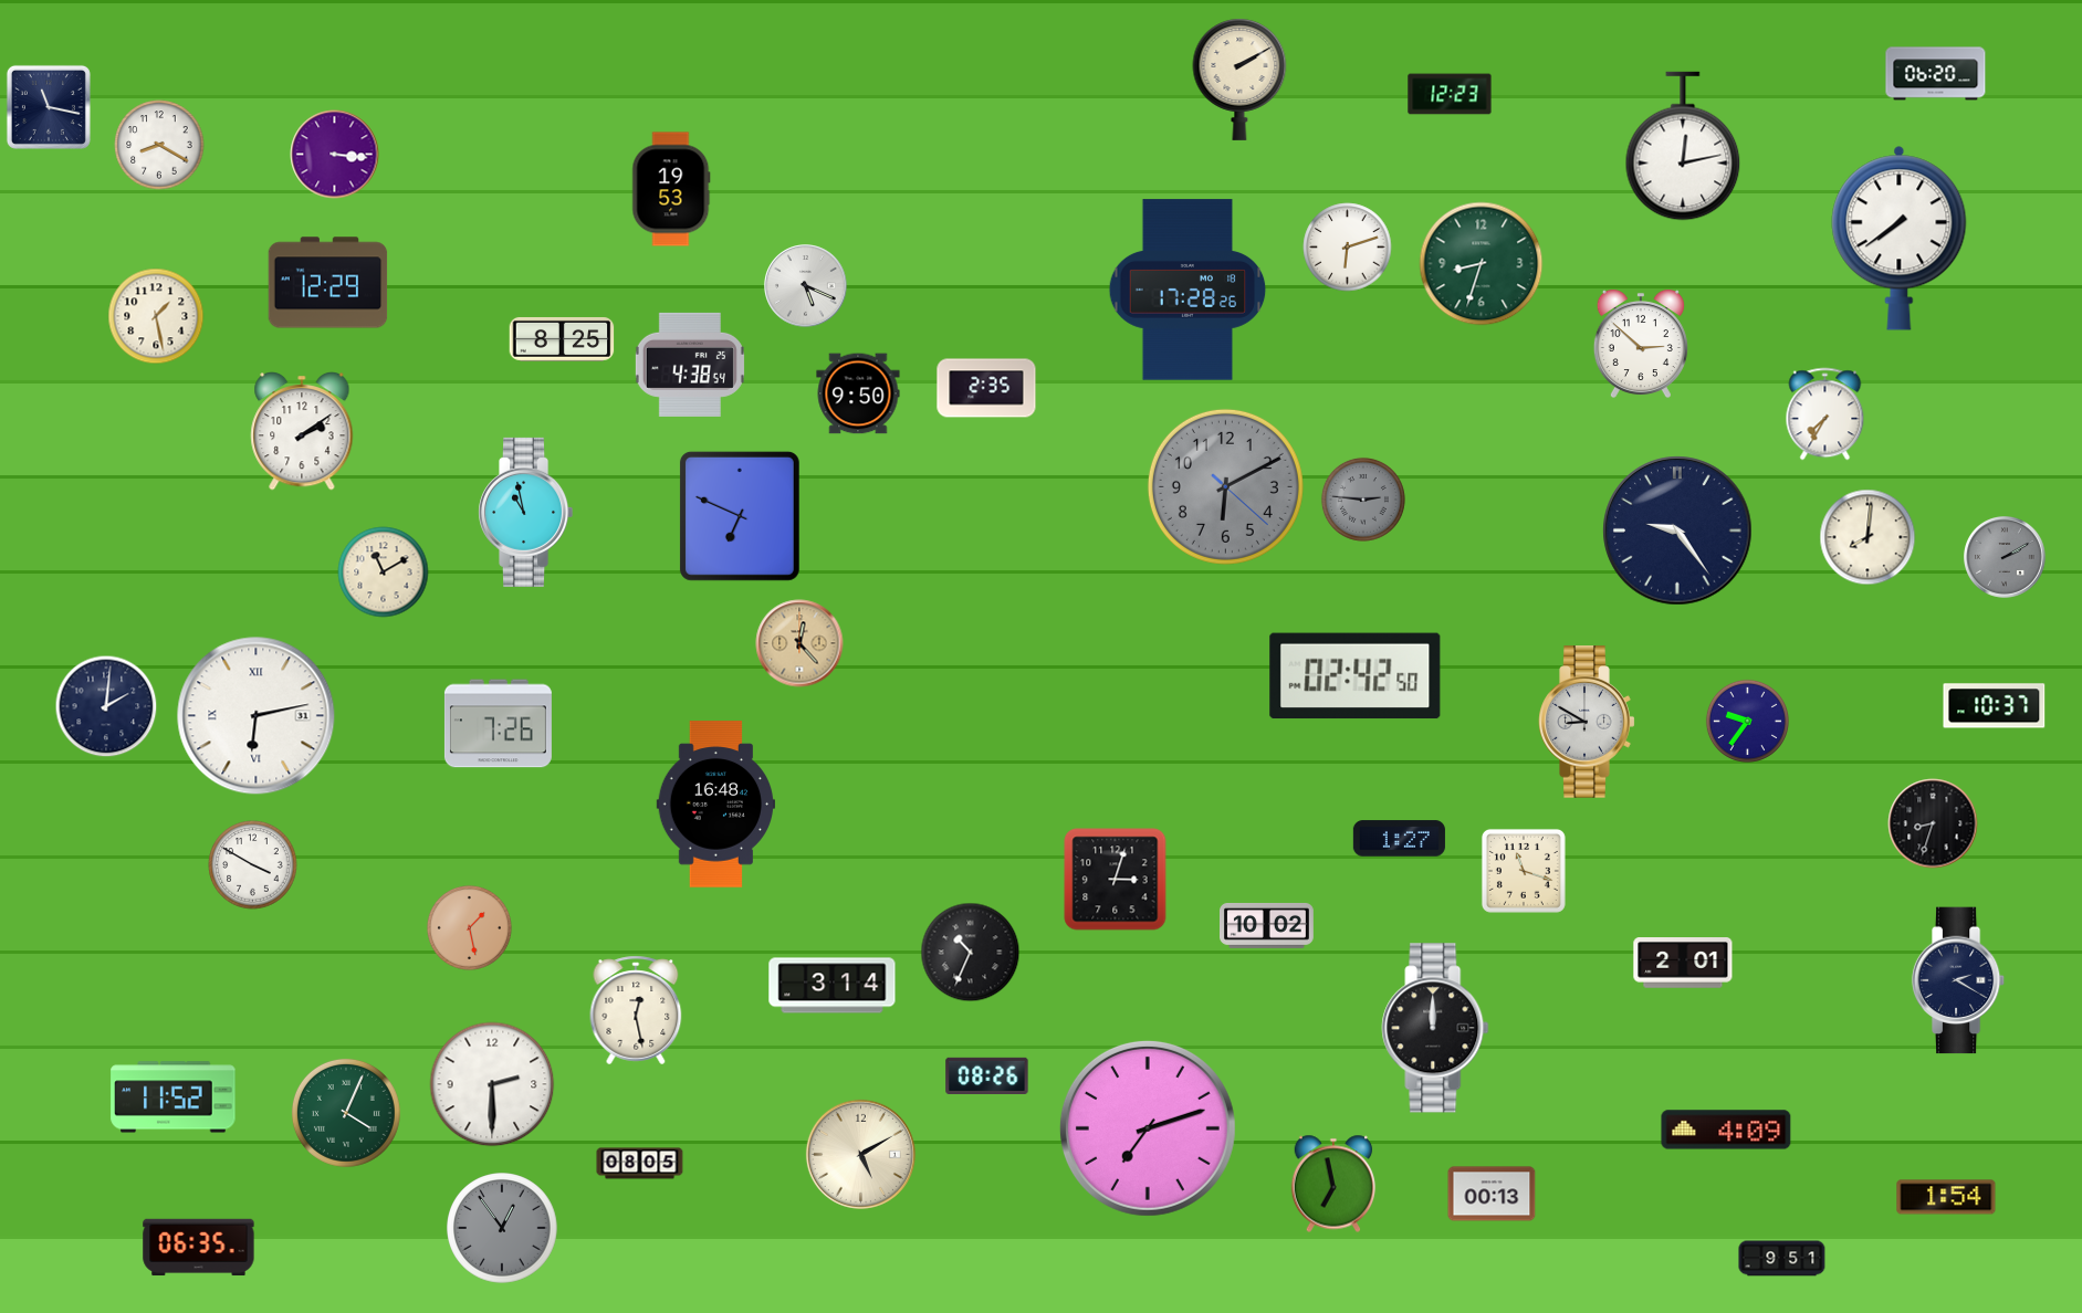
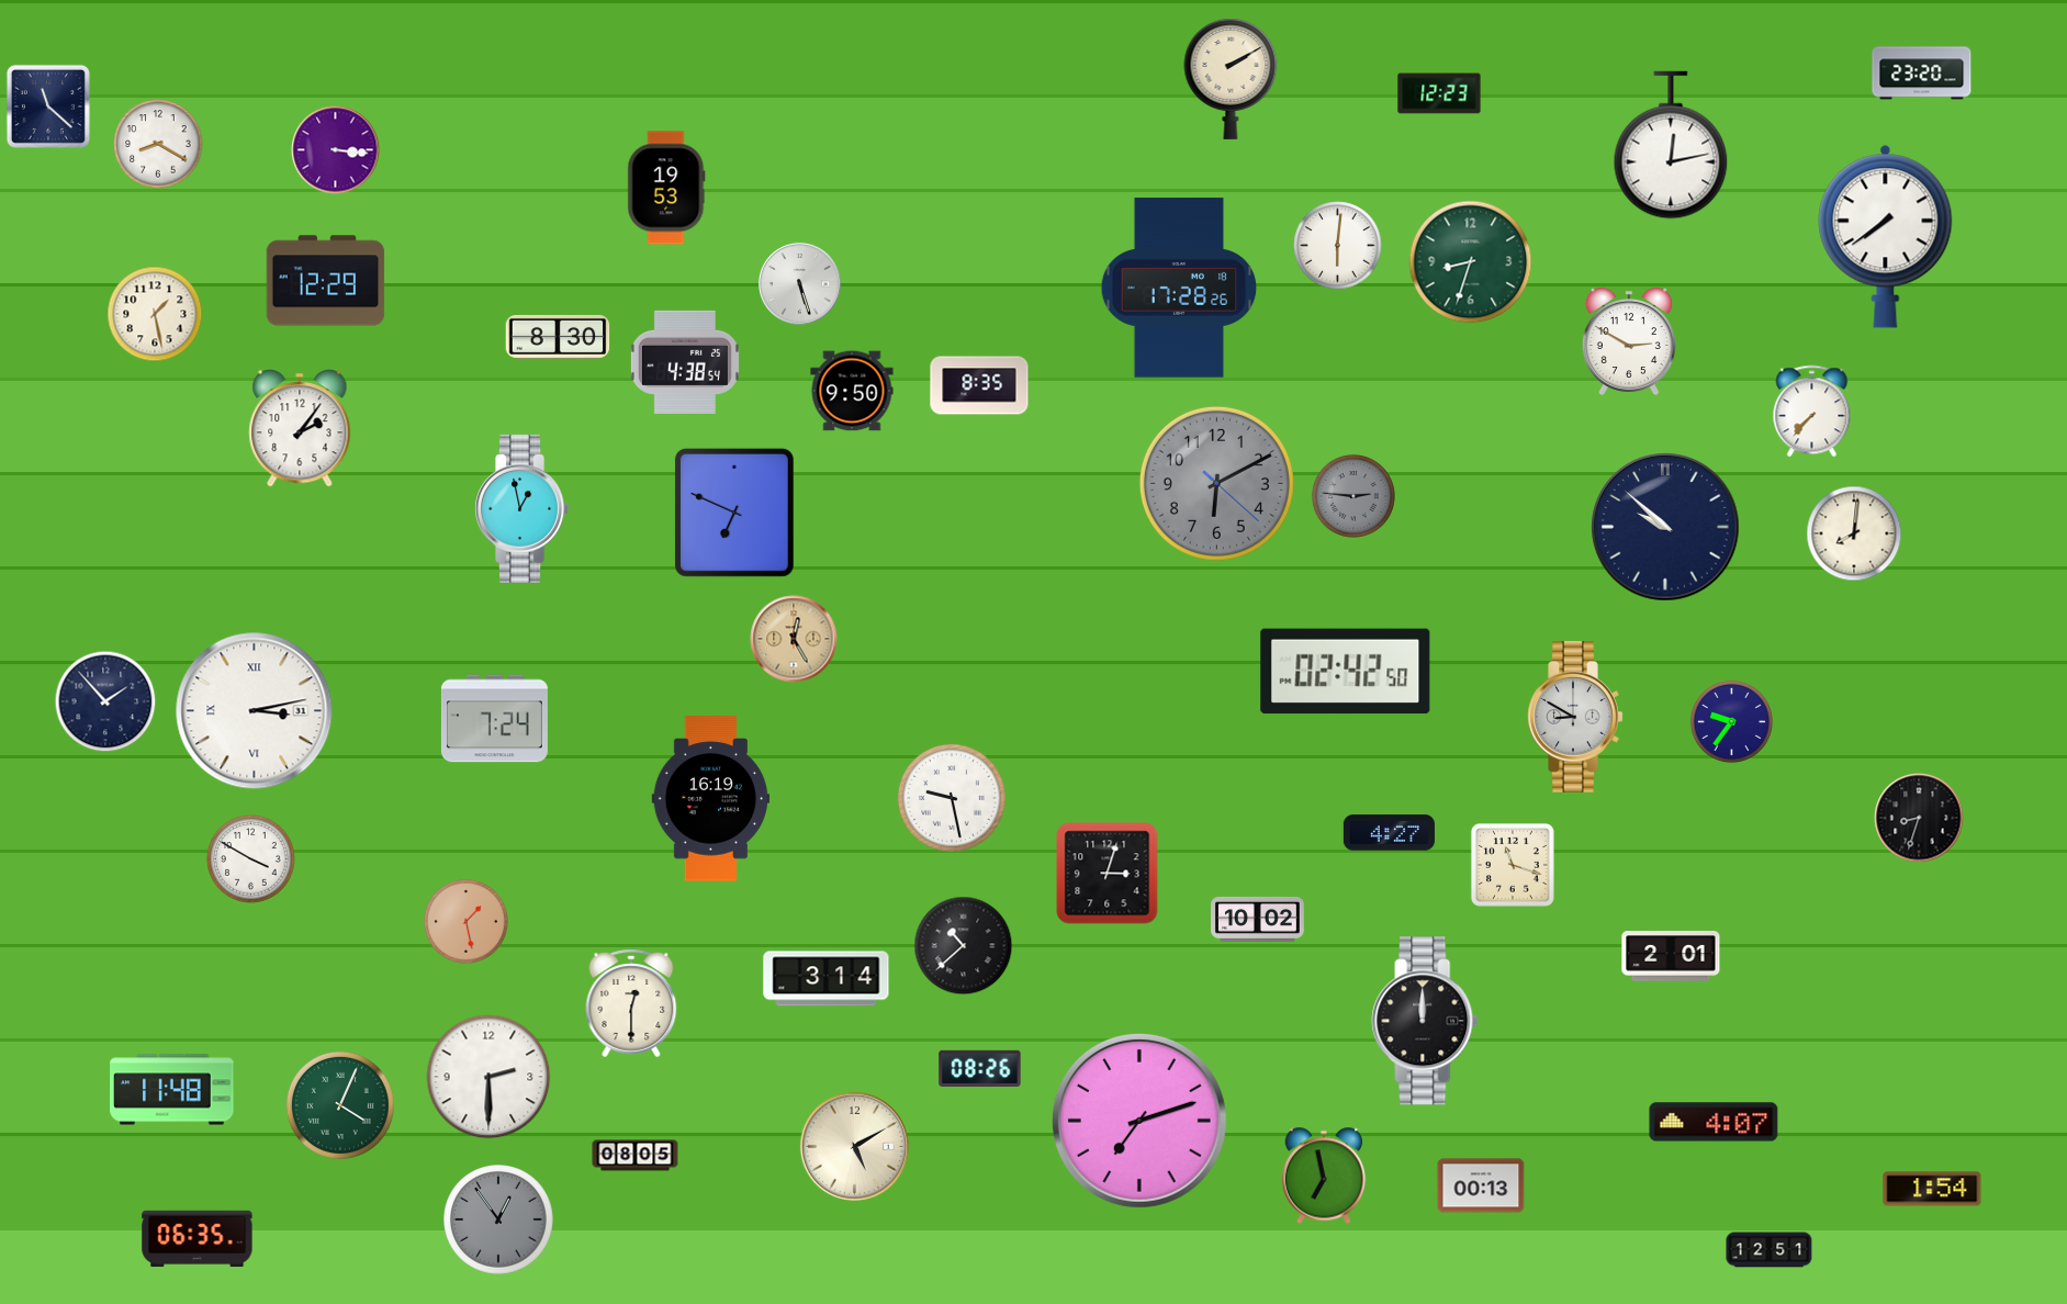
clock at (1936, 74): 06:20 -> 23:20
clock at (49, 107): 11:17 -> 11:22
clock at (335, 155) position: (335, 155) -> (336, 150)
clock at (1348, 248): 6:12 -> 6:01
clock at (806, 286): 5:19 -> 5:27
clock at (562, 339): 8:25 -> 8:30
clock at (1641, 344): 2:52 -> 2:50
clock at (986, 388): 2:35 -> 8:35
clock at (1825, 414): 7:35 -> 7:37
clock at (302, 432): 2:09 -> 2:06
clock at (526, 512): 10:58 -> 12:58
clock at (1677, 531): 9:24 -> 9:52
clock at (2006, 558): 2:10 -> none
clock at (384, 573): 11:10 -> none
clock at (799, 643): 12:23 -> 12:25
clock at (106, 706): 2:01 -> 1:53
clock at (1995, 706): 10:37 -> none
clock at (257, 716): 6:13 -> 3:13
clock at (1747, 721) position: (1747, 721) -> (1731, 721)
clock at (498, 724): 7:26 -> 7:24
clock at (952, 798): none -> 9:28
clock at (715, 805): 16:48 -> 16:19
clock at (1399, 839): 1:27 -> 4:27
clock at (971, 953): 10:34 -> 10:38
clock at (1958, 980): 2:20 -> none
clock at (636, 1010): 12:28 -> 12:30
clock at (174, 1097): 11:52 -> 11:48
clock at (346, 1113) position: (346, 1113) -> (340, 1105)
clock at (1726, 1130): 4:09 -> 4:07
clock at (1782, 1259): 9:51 -> 12:51
